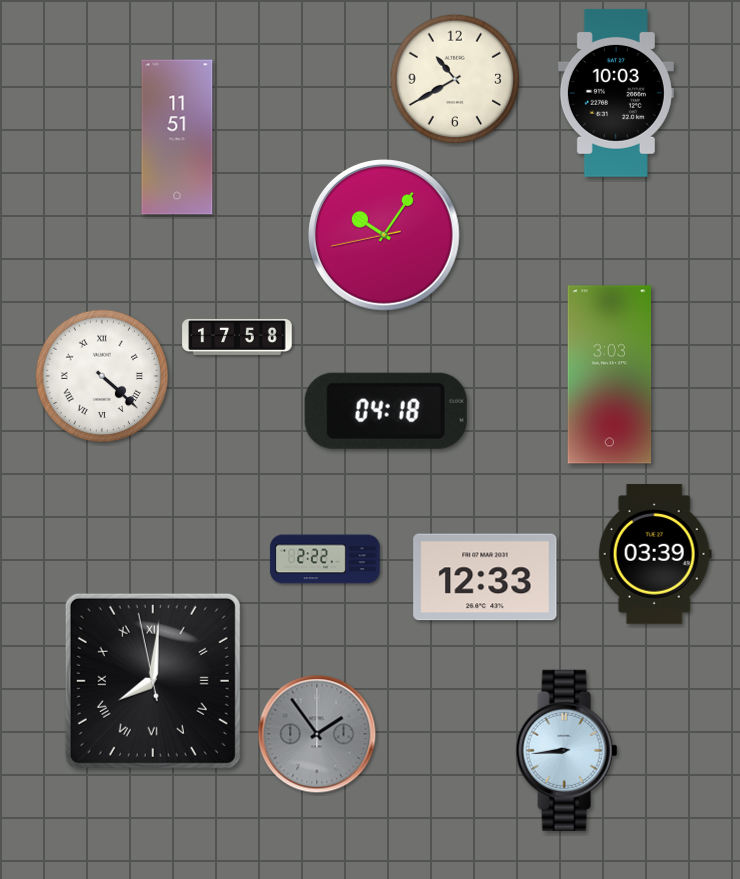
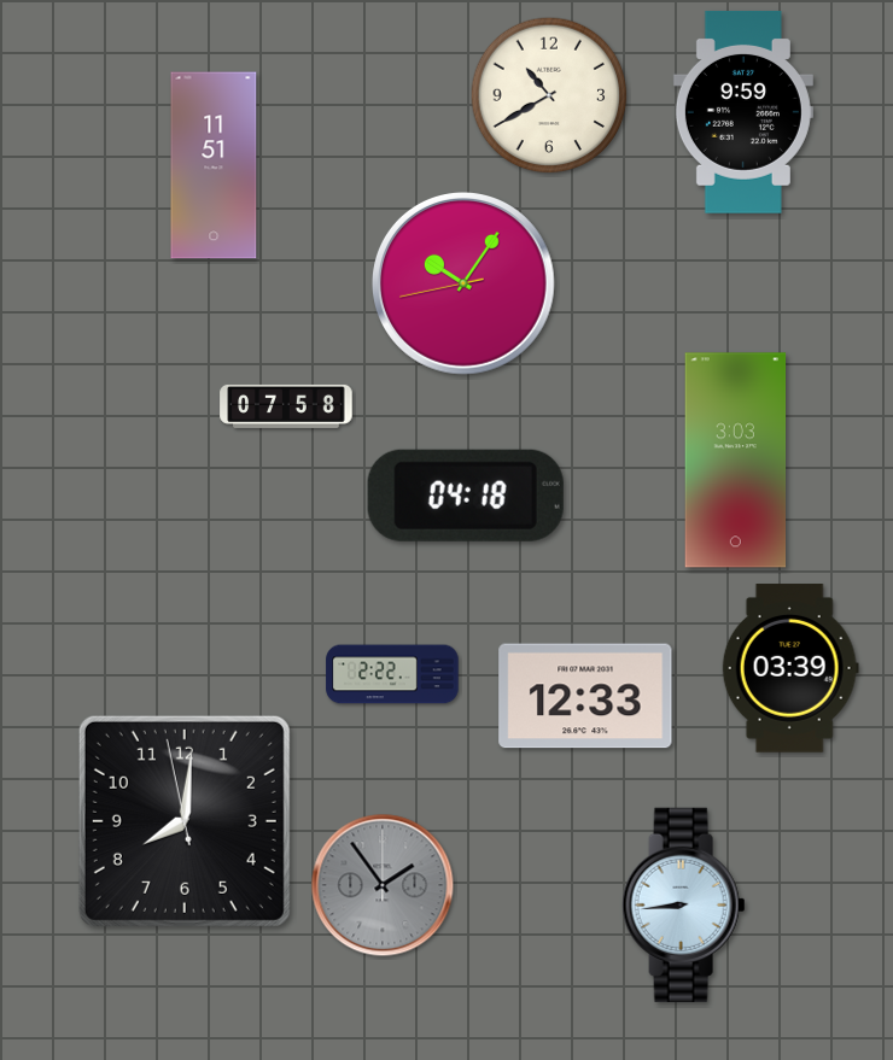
clock at (616, 93): 10:03 -> 9:59
clock at (237, 337): 17:58 -> 07:58
clock at (610, 375) position: (610, 375) -> (736, 461)
clock at (102, 376): 4:22 -> none
clock at (153, 681) numerals: Roman -> Arabic
